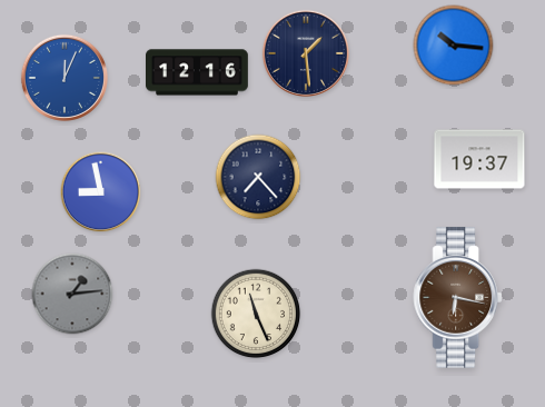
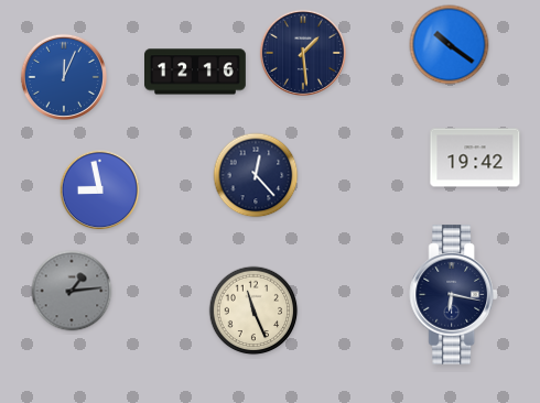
clock at (454, 46): 10:16 -> 10:21
clock at (479, 159): 19:37 -> 19:42
clock at (258, 177): 7:23 -> 12:23
clock at (457, 298) dial: brown -> navy
